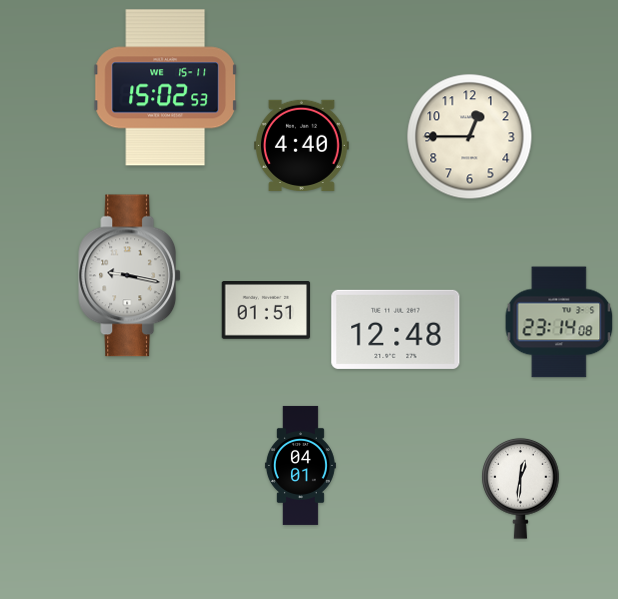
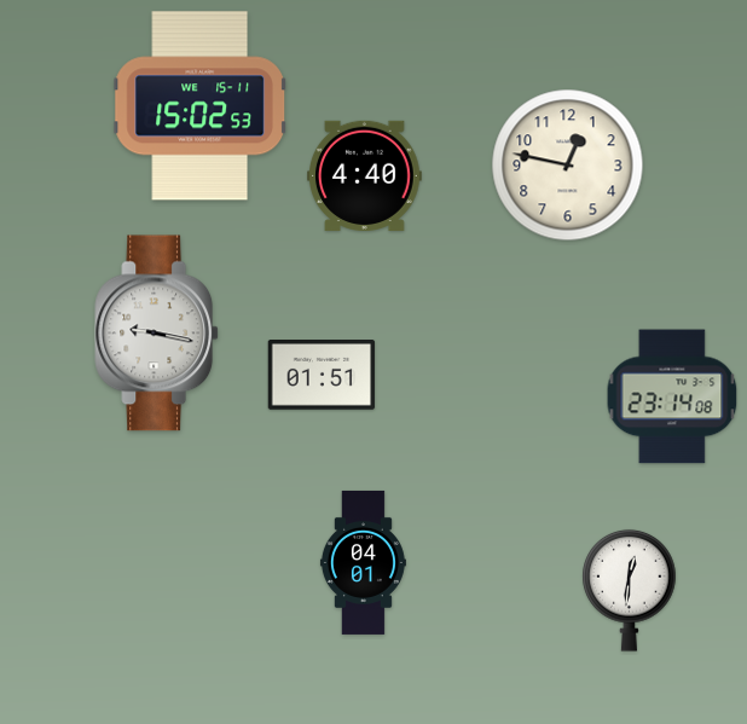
clock at (470, 137): 12:45 -> 12:47
clock at (559, 322) position: (559, 322) -> (672, 396)
clock at (396, 329): 12:48 -> none
